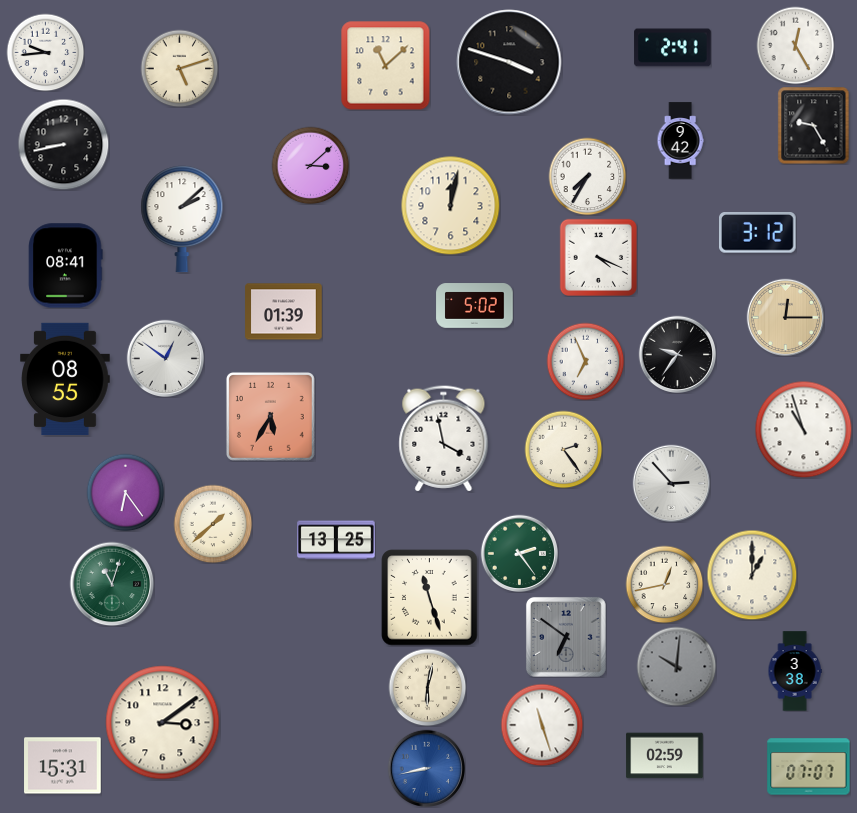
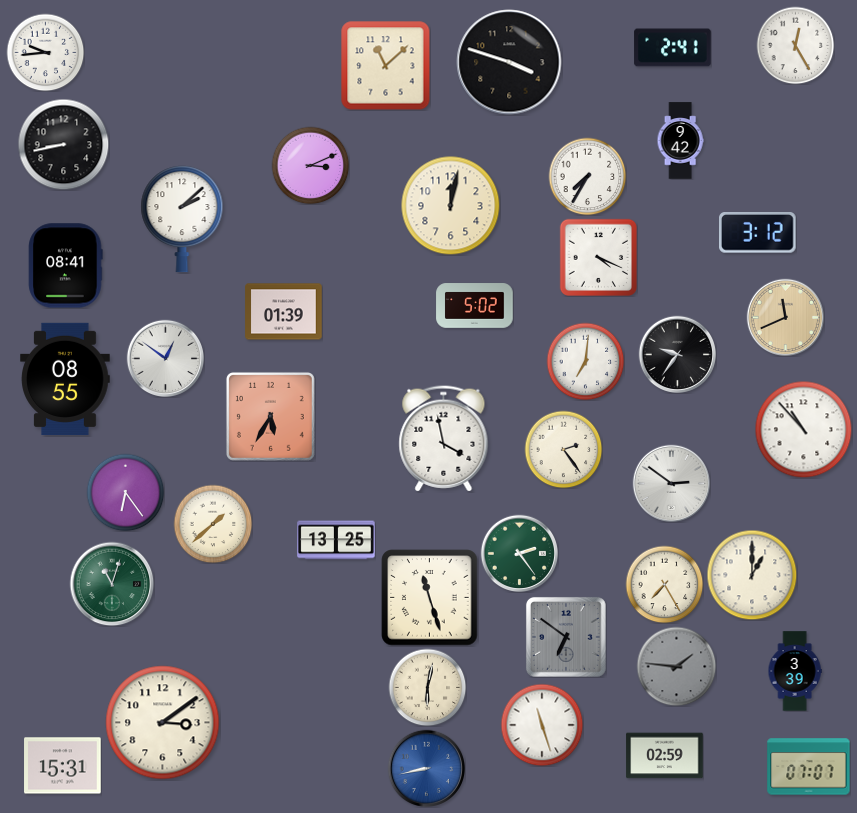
clock at (179, 68): 5:12 -> none
clock at (814, 125): 9:25 -> none
clock at (310, 165): 3:08 -> 3:11
clock at (785, 317): 12:15 -> 11:41
clock at (585, 361): 6:56 -> 7:01
clock at (803, 429): 10:57 -> 10:53
clock at (671, 483): 2:53 -> 2:51
clock at (664, 584): 12:43 -> 7:25
clock at (676, 666): 10:01 -> 1:46
clock at (795, 671): 3:38 -> 3:39
